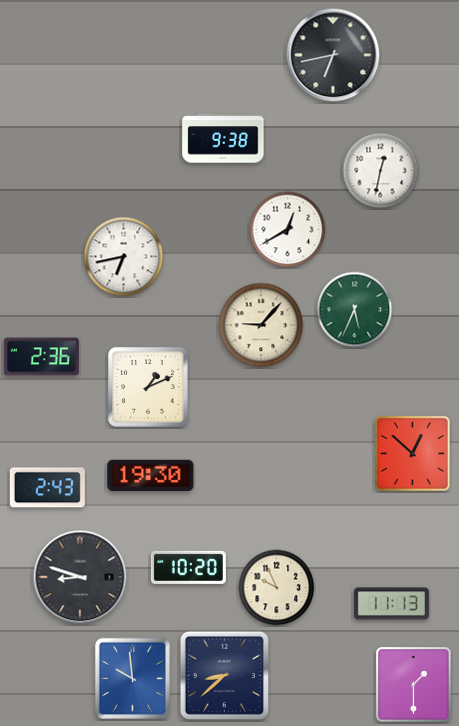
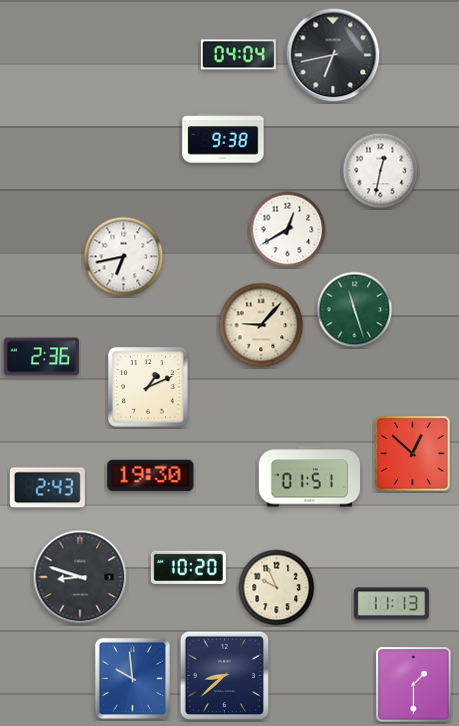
clock at (238, 55): none -> 04:04
clock at (355, 310): 5:34 -> 11:27
clock at (309, 477): none -> 01:51
